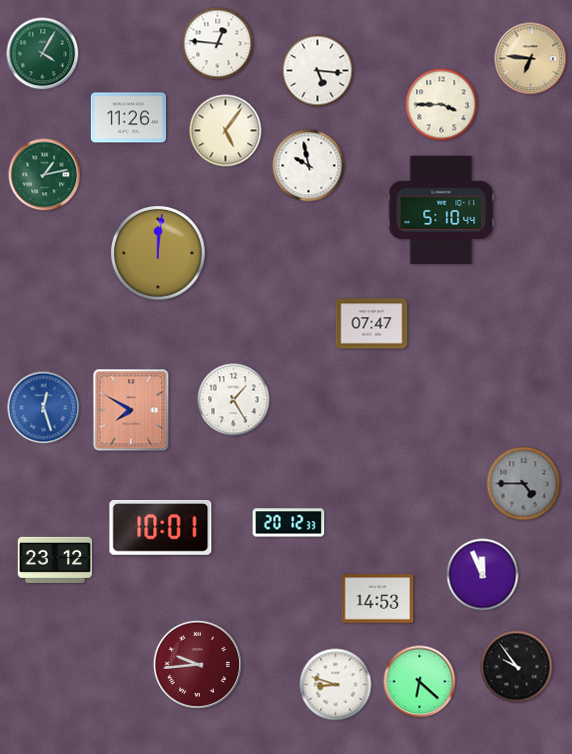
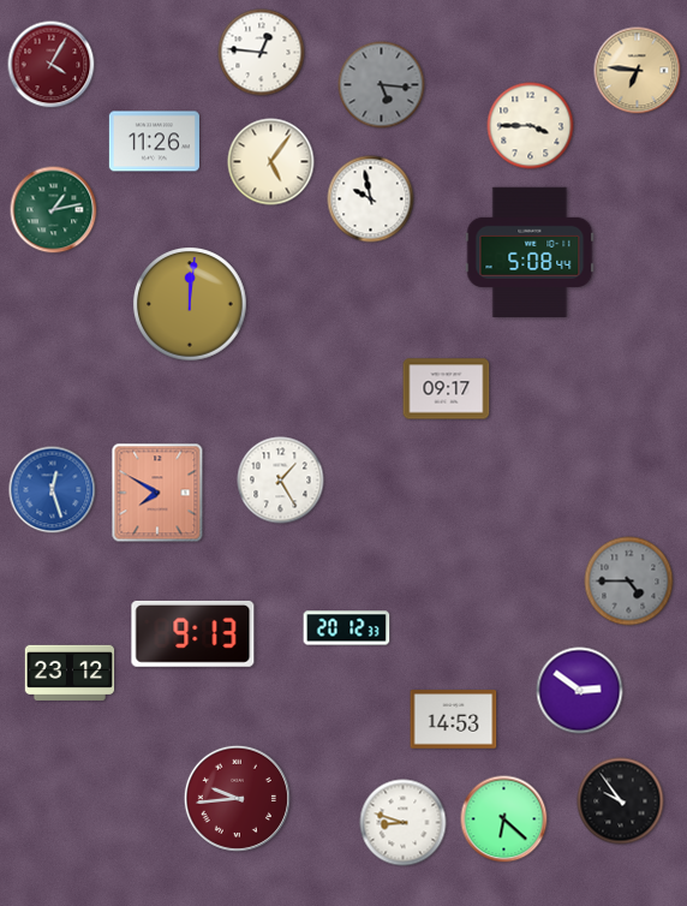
clock at (43, 54) dial: green -> burgundy
clock at (318, 71) dial: white -> grey
clock at (226, 131) position: (226, 131) -> (271, 162)
clock at (441, 209): 5:10 -> 5:08
clock at (372, 324): 07:47 -> 09:17
clock at (161, 527): 10:01 -> 9:13
clock at (55, 559) position: (55, 559) -> (70, 672)
clock at (483, 575): 11:56 -> 2:51
